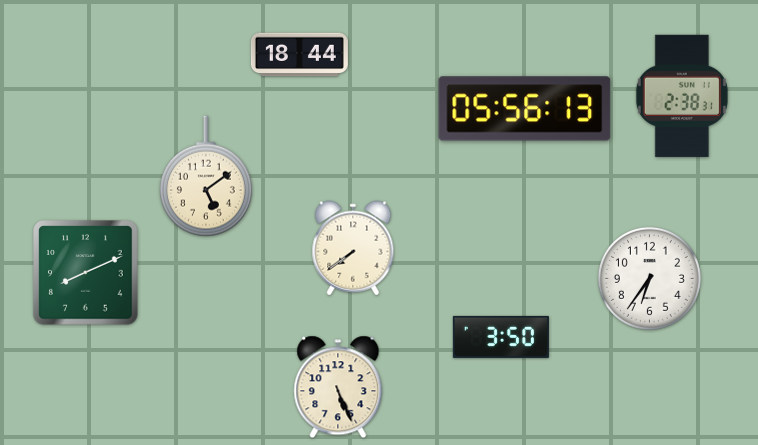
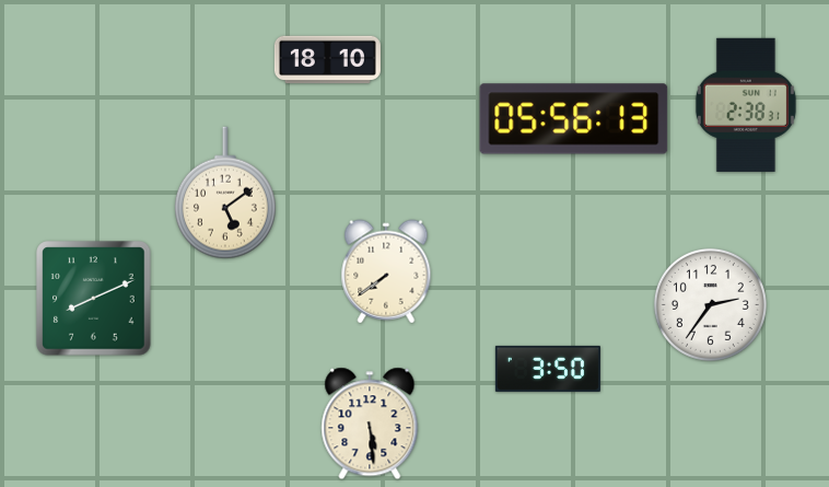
clock at (299, 55): 18:44 -> 18:10
clock at (649, 278): 6:36 -> 2:36
clock at (338, 387): 5:26 -> 5:29
